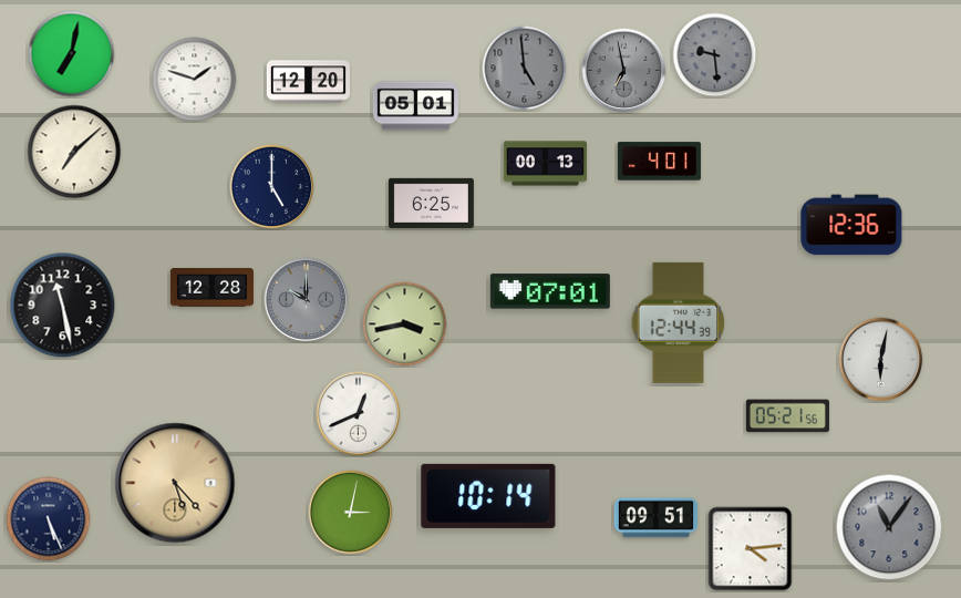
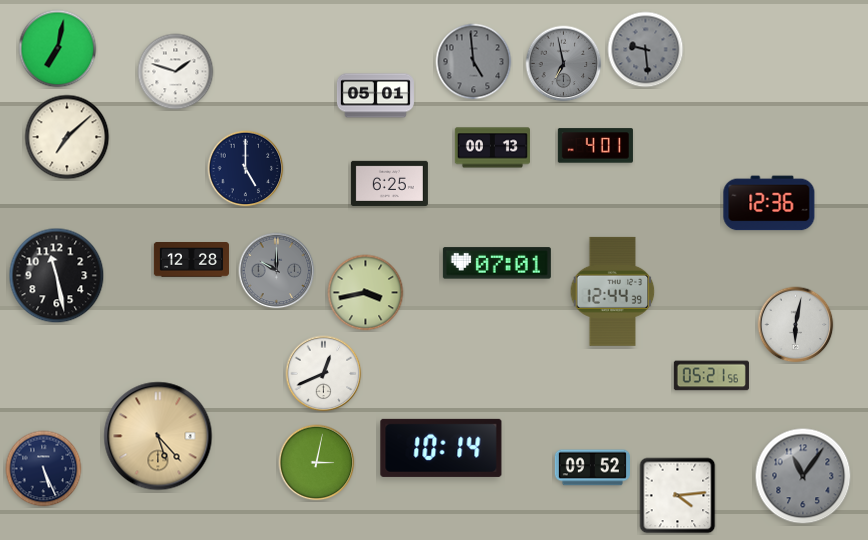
clock at (72, 54) position: (72, 54) -> (58, 49)
clock at (308, 82): 12:20 -> none
clock at (655, 518): 09:51 -> 09:52
